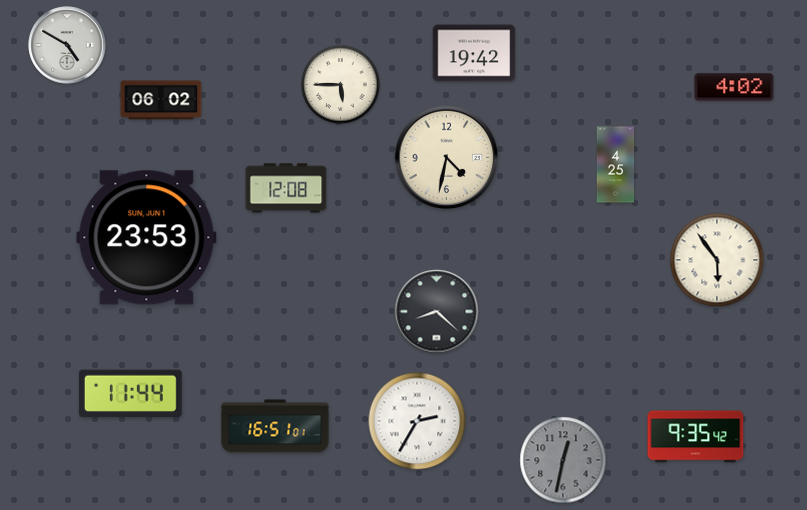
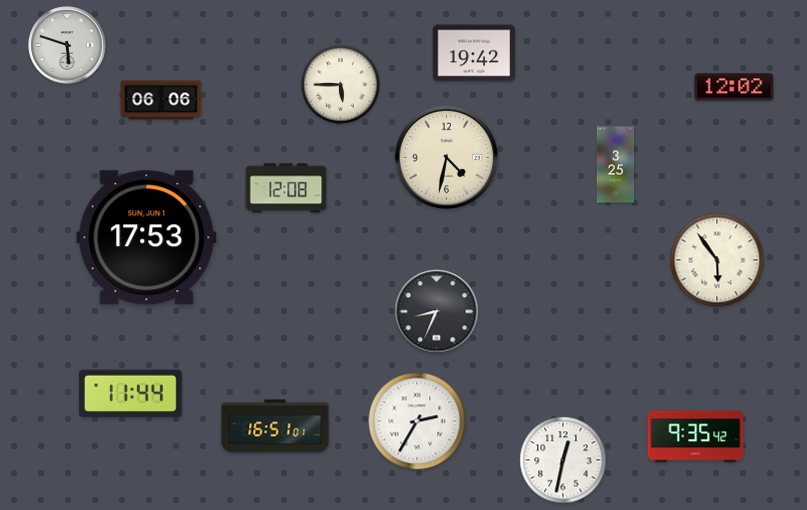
clock at (67, 45): 4:50 -> 5:48
clock at (734, 87): 4:02 -> 12:02
clock at (161, 100): 06:02 -> 06:06
clock at (616, 165): 4:25 -> 3:25
clock at (147, 238): 23:53 -> 17:53
clock at (437, 312): 8:22 -> 8:34
clock at (563, 460) dial: grey -> white
